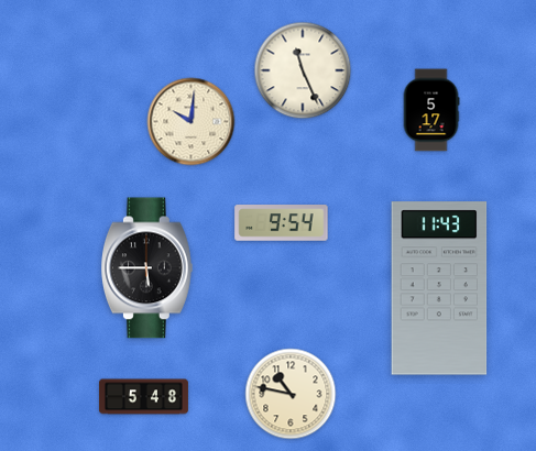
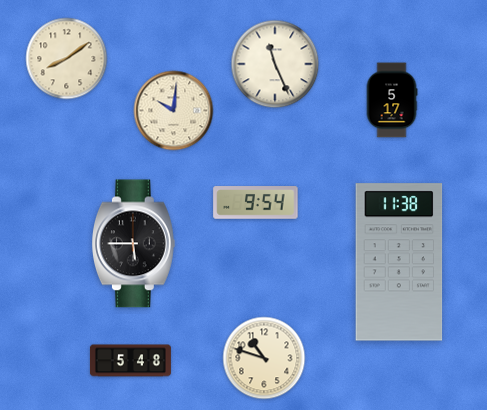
clock at (67, 59): none -> 8:09
clock at (439, 288): 11:43 -> 11:38
clock at (291, 394): 10:47 -> 10:48
